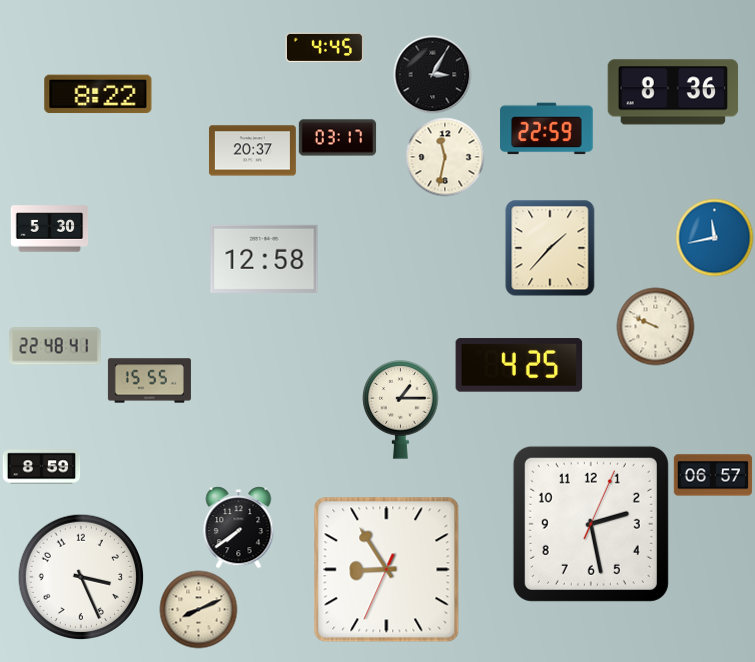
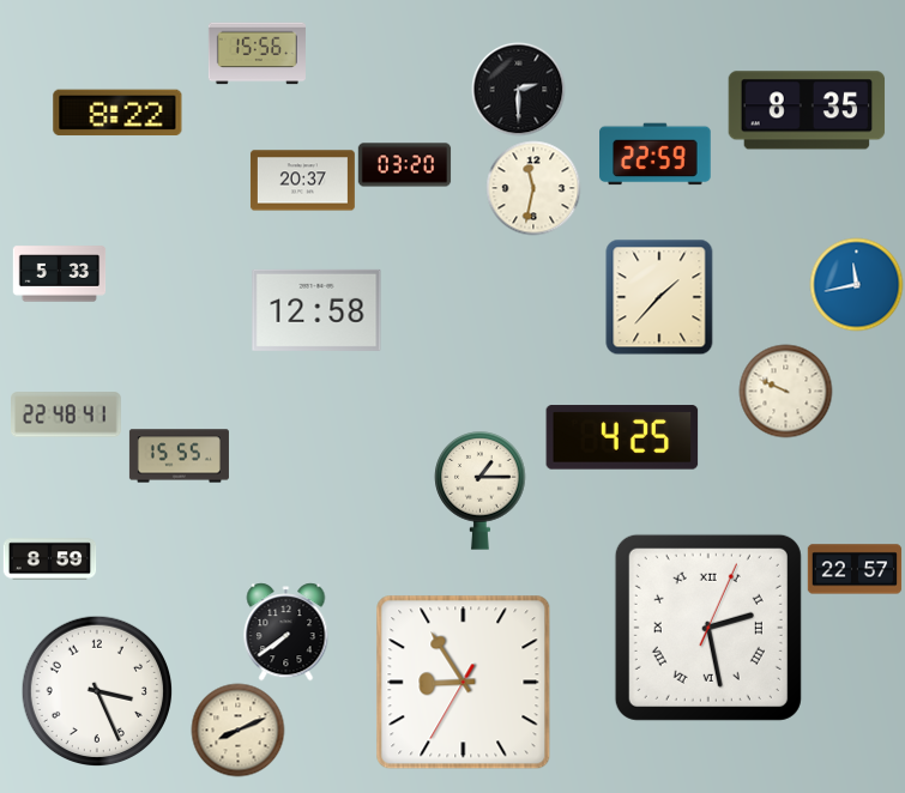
clock at (257, 54): none -> 15:56
clock at (324, 47): 4:45 -> none
clock at (432, 74): 3:05 -> 2:30
clock at (673, 92): 8:36 -> 8:35
clock at (337, 138): 03:17 -> 03:20
clock at (49, 229): 5:30 -> 5:33
clock at (713, 475): 06:57 -> 22:57
clock at (591, 524) numerals: Arabic -> Roman
clock at (387, 570): 8:54:34 -> 8:54:35
